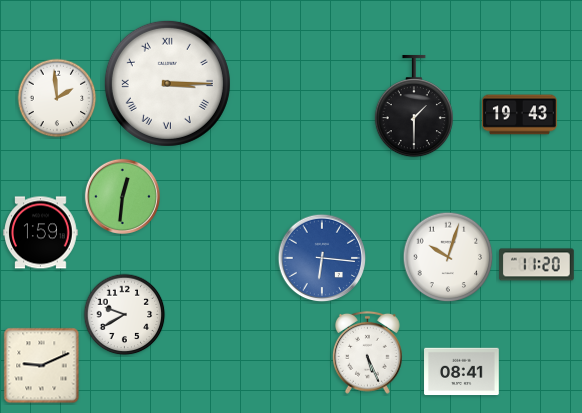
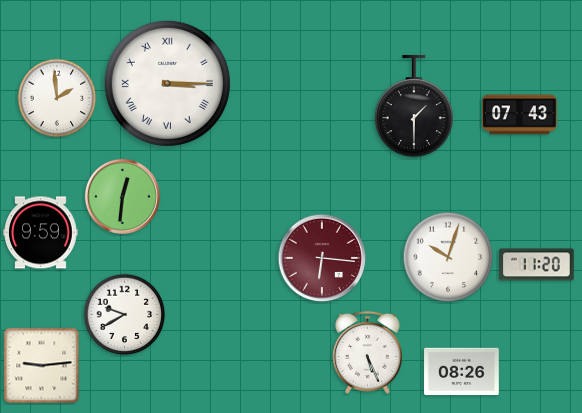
clock at (520, 115): 19:43 -> 07:43
clock at (41, 233): 1:59 -> 9:59
clock at (322, 258) dial: blue -> burgundy
clock at (42, 366): 9:11 -> 9:14
clock at (462, 372): 08:41 -> 08:26
